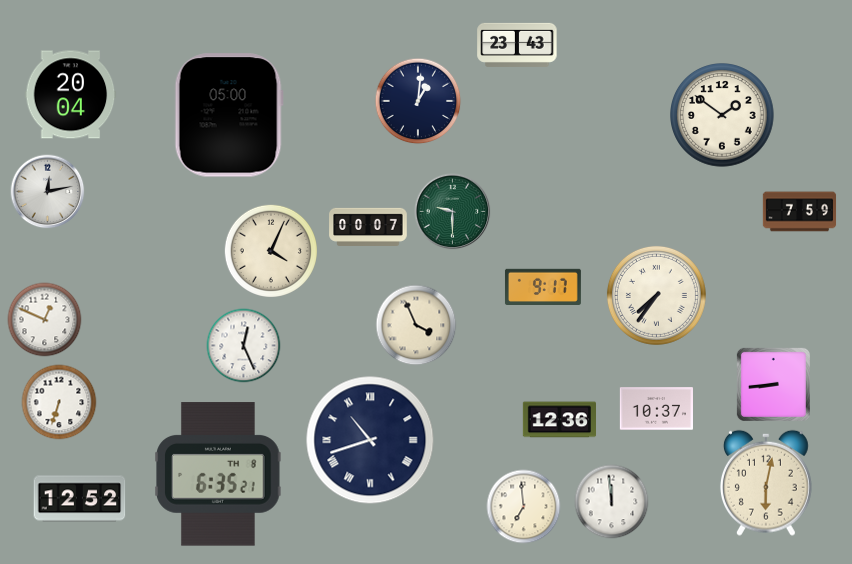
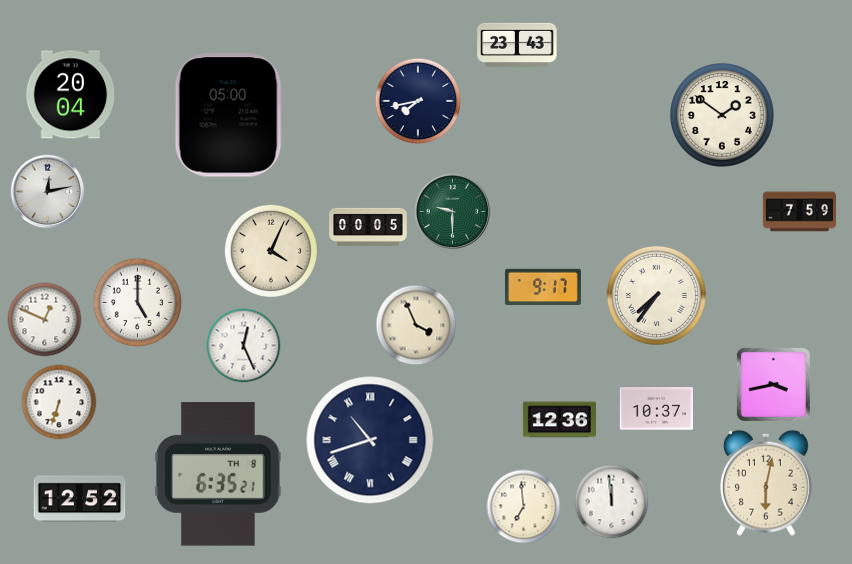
clock at (418, 101): 1:01 -> 7:43
clock at (368, 226): 00:07 -> 00:05
clock at (138, 303): none -> 5:00
clock at (773, 384): 8:44 -> 3:43
